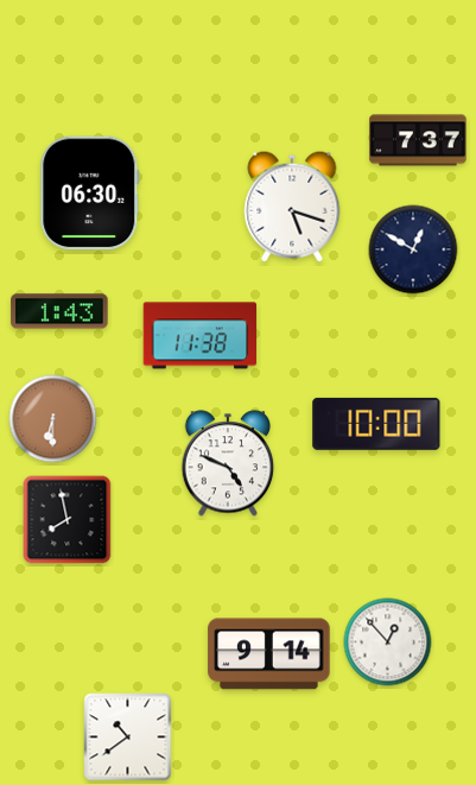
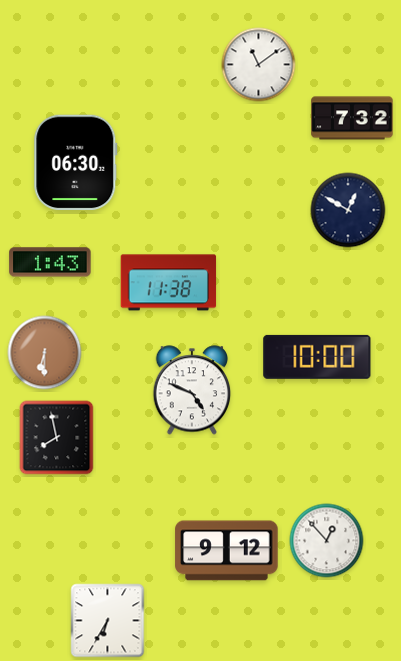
clock at (259, 65): none -> 11:09
clock at (418, 140): 7:37 -> 7:32
clock at (292, 207): 5:18 -> none
clock at (269, 654): 9:14 -> 9:12
clock at (128, 737): 10:39 -> 6:35
